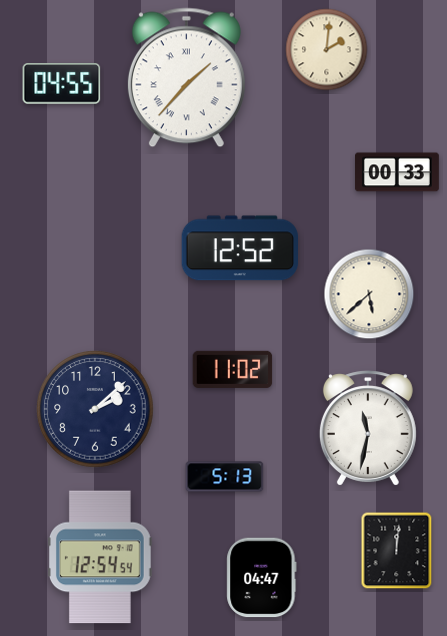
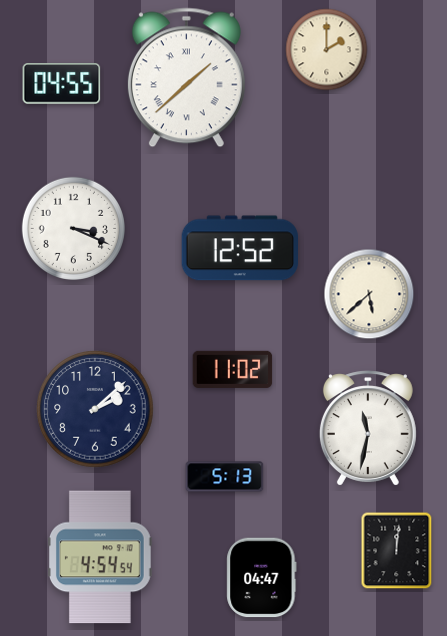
clock at (327, 50): 2:01 -> 2:00
clock at (186, 78): 1:37 -> 1:38
clock at (398, 172): 00:33 -> none
clock at (73, 228): none -> 3:19
clock at (101, 557): 12:54 -> 4:54
